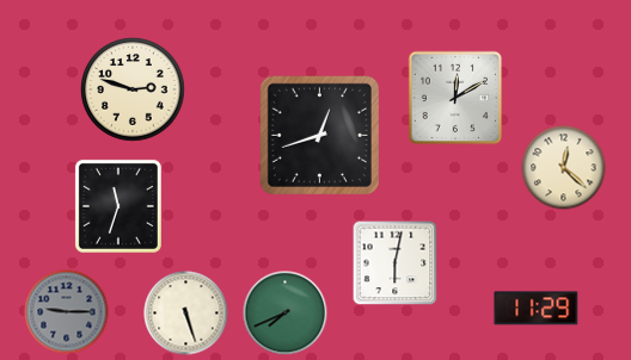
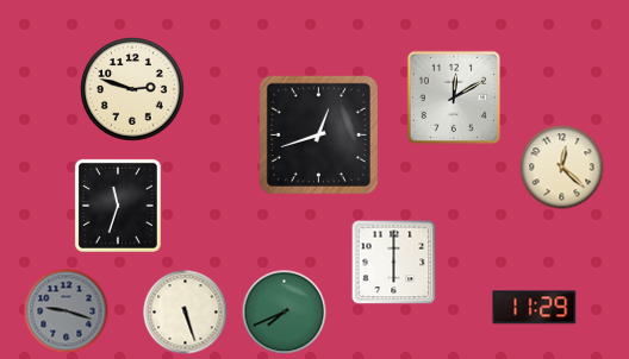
clock at (396, 263): 6:02 -> 6:00
clock at (67, 312): 9:15 -> 9:18
